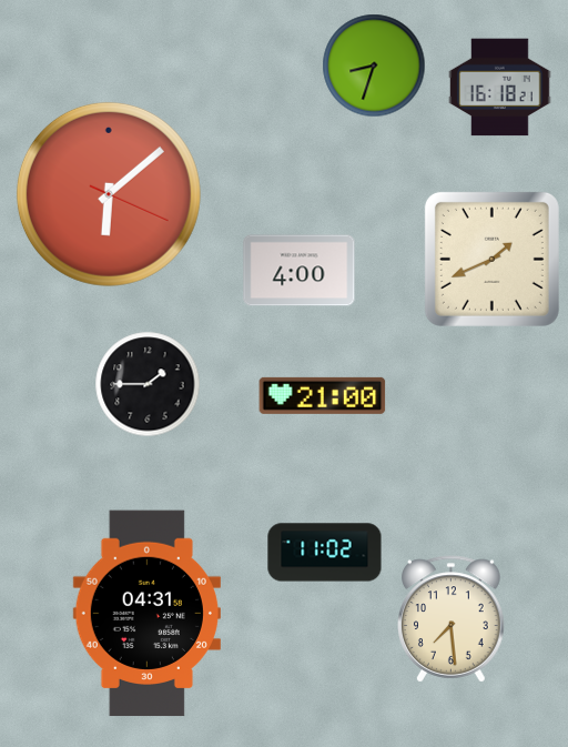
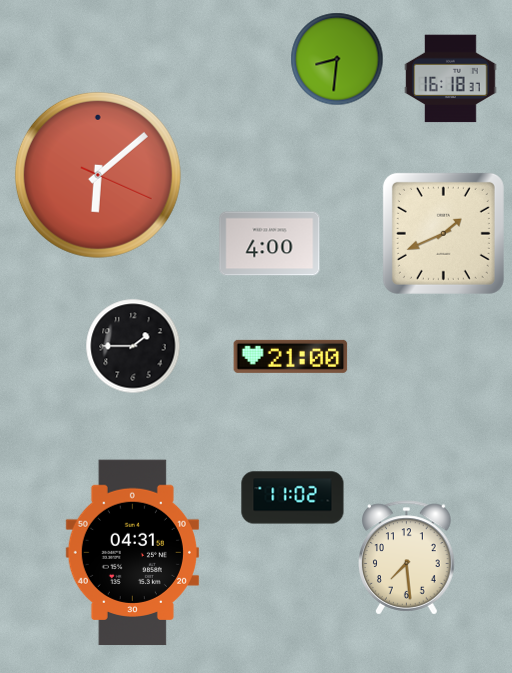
clock at (374, 65): 8:33 -> 8:31
clock at (500, 88): 16:18:21 -> 16:18:37
